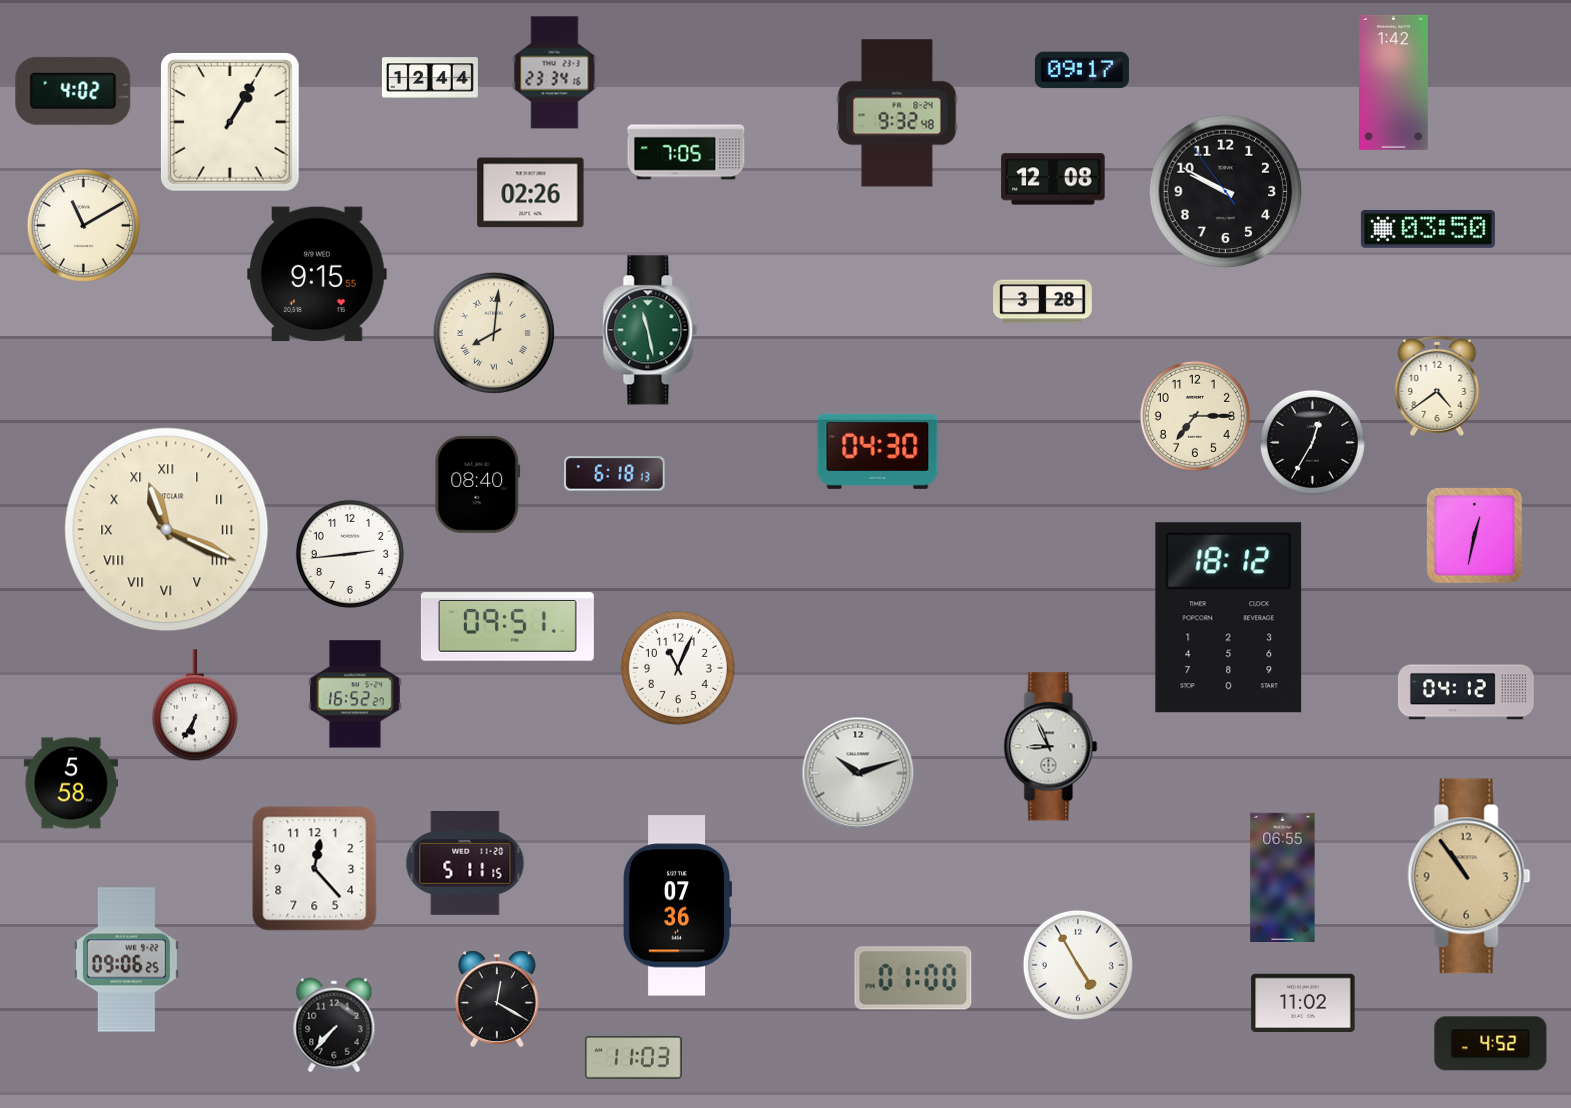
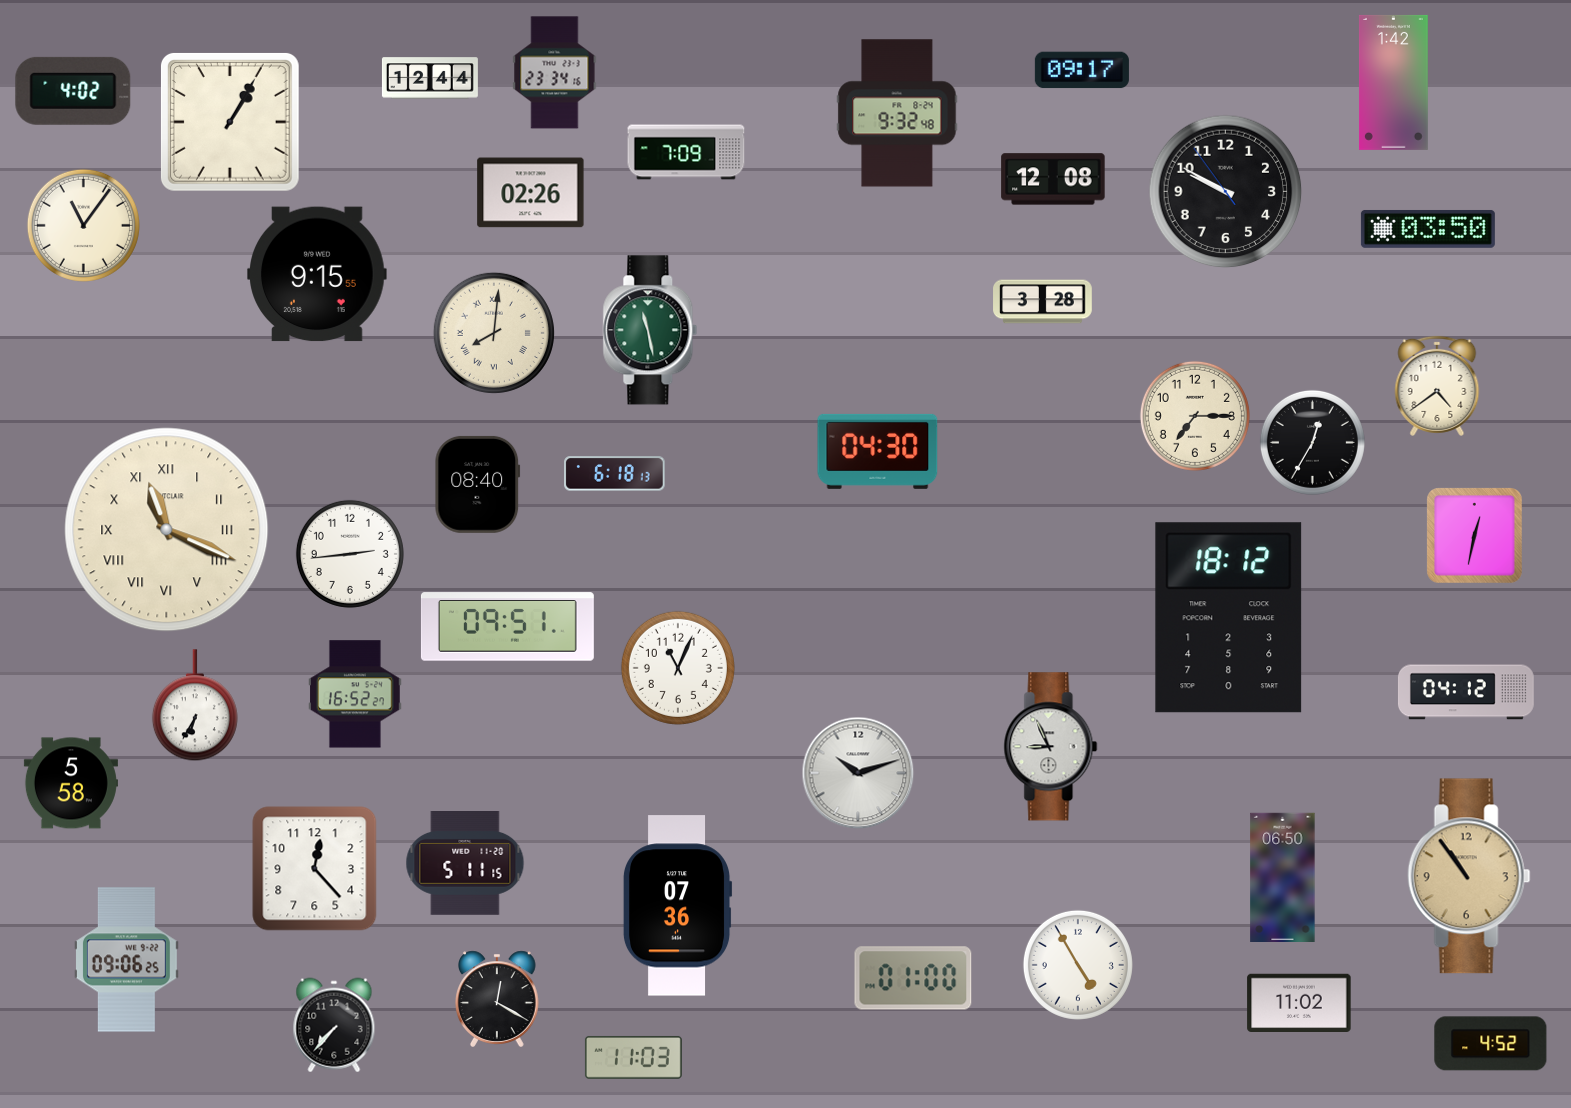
clock at (686, 152): 7:05 -> 7:09
clock at (83, 225): 11:10 -> 11:06
clock at (1283, 877): 06:55 -> 06:50
clock at (1303, 1003) position: (1303, 1003) -> (1299, 1003)
